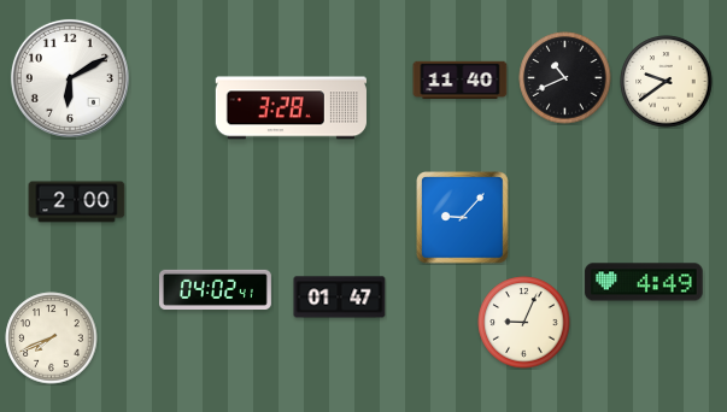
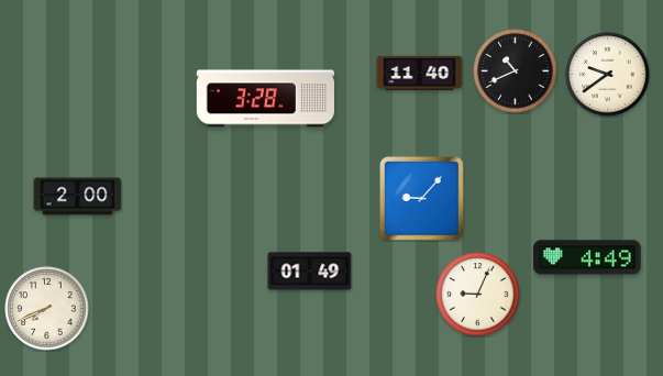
clock at (70, 78): 6:10 -> none
clock at (77, 202) position: (77, 202) -> (78, 197)
clock at (215, 289): 04:02 -> none
clock at (340, 298): 01:47 -> 01:49
